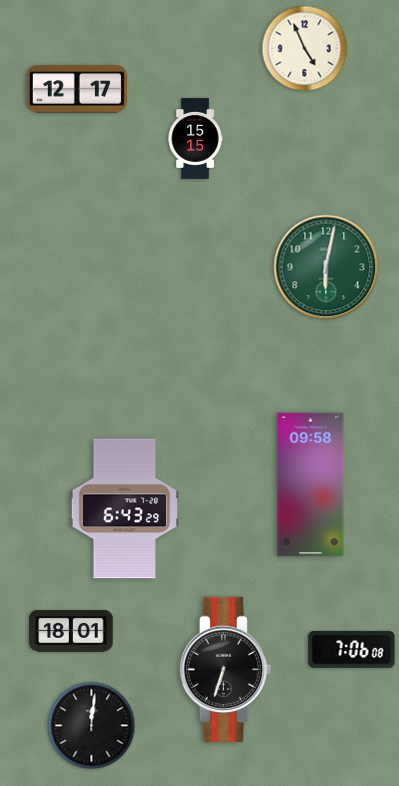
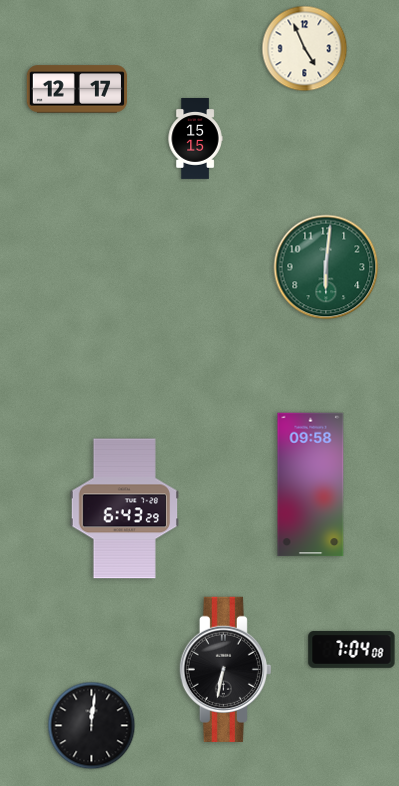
clock at (326, 267): 6:02 -> 6:01
clock at (71, 631): 18:01 -> none
clock at (352, 649): 7:06 -> 7:04
clock at (225, 669): 6:33 -> 6:32
